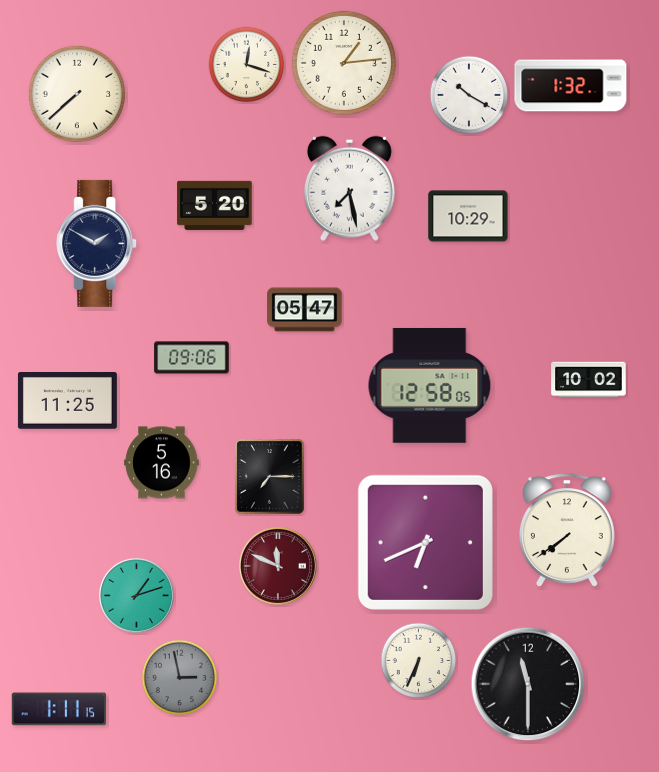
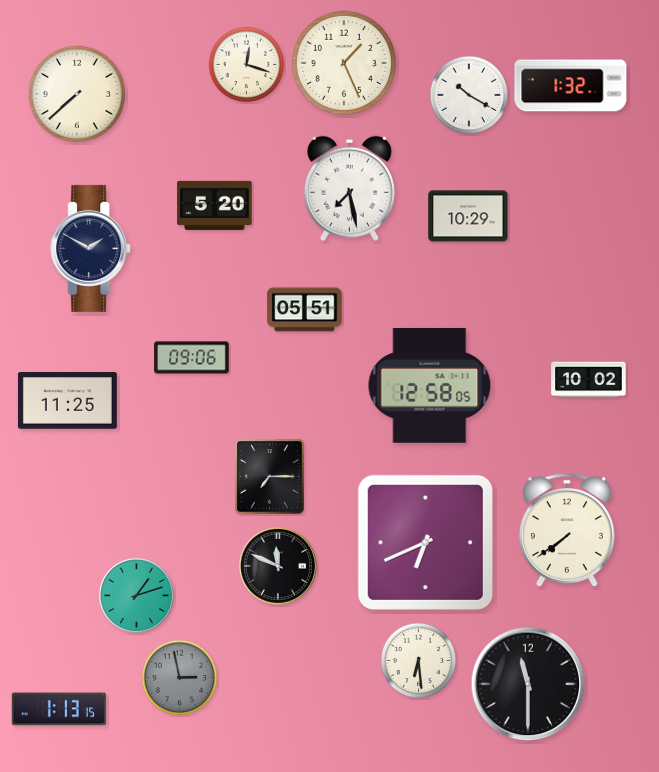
clock at (344, 63): 1:14 -> 1:26
clock at (97, 243) position: (97, 243) -> (91, 248)
clock at (305, 310): 05:47 -> 05:51
clock at (162, 463): 5:16 -> none
clock at (278, 566) dial: burgundy -> black
clock at (419, 661): 6:34 -> 6:29
clock at (59, 709): 1:11 -> 1:13
